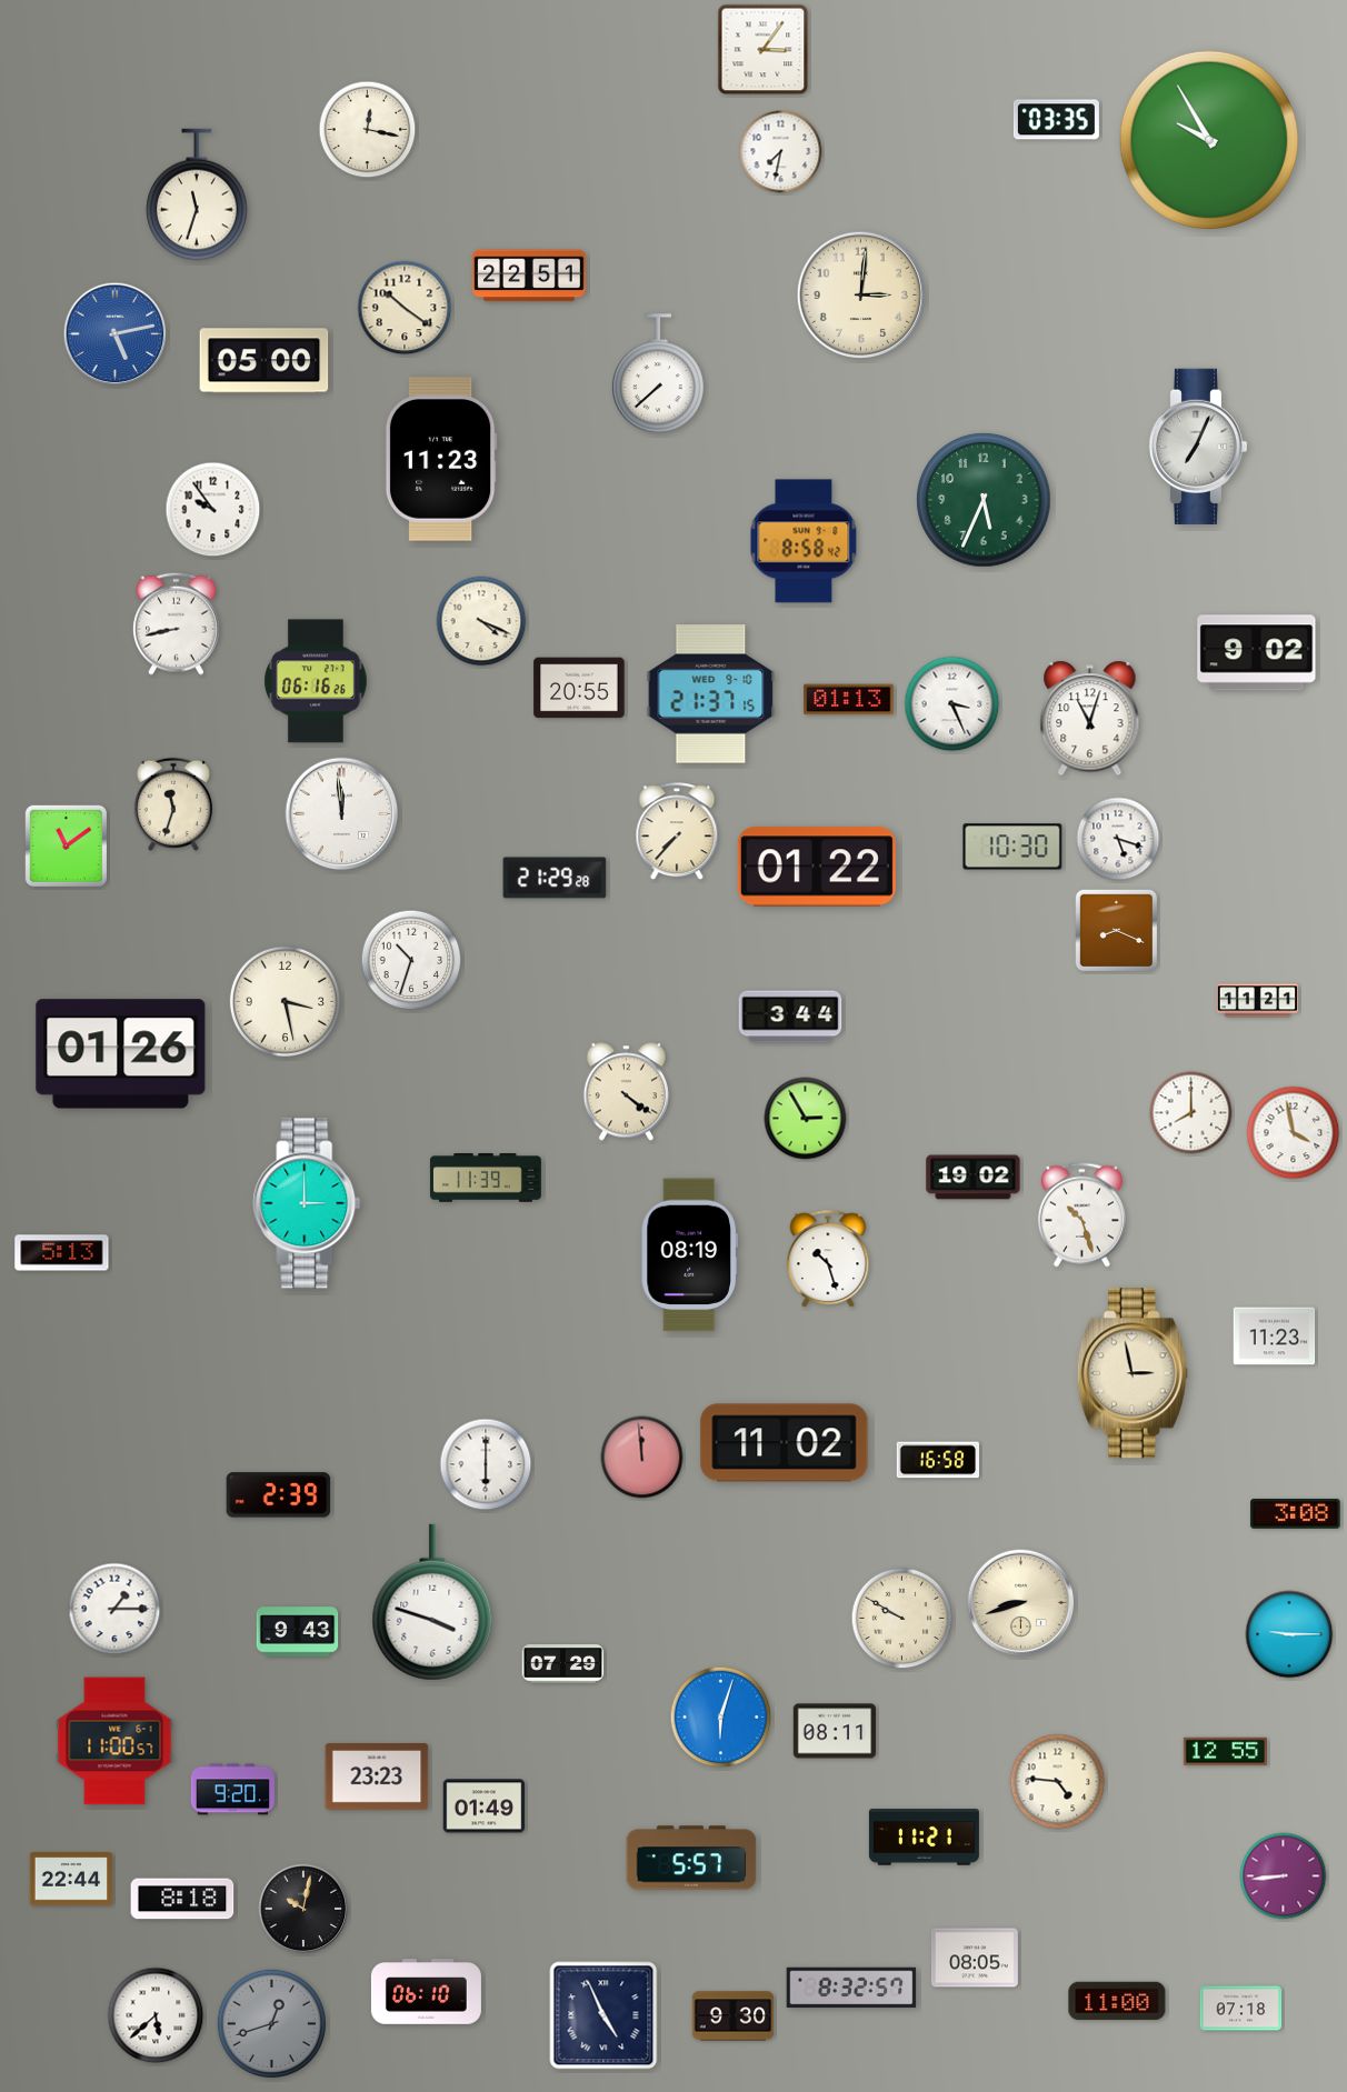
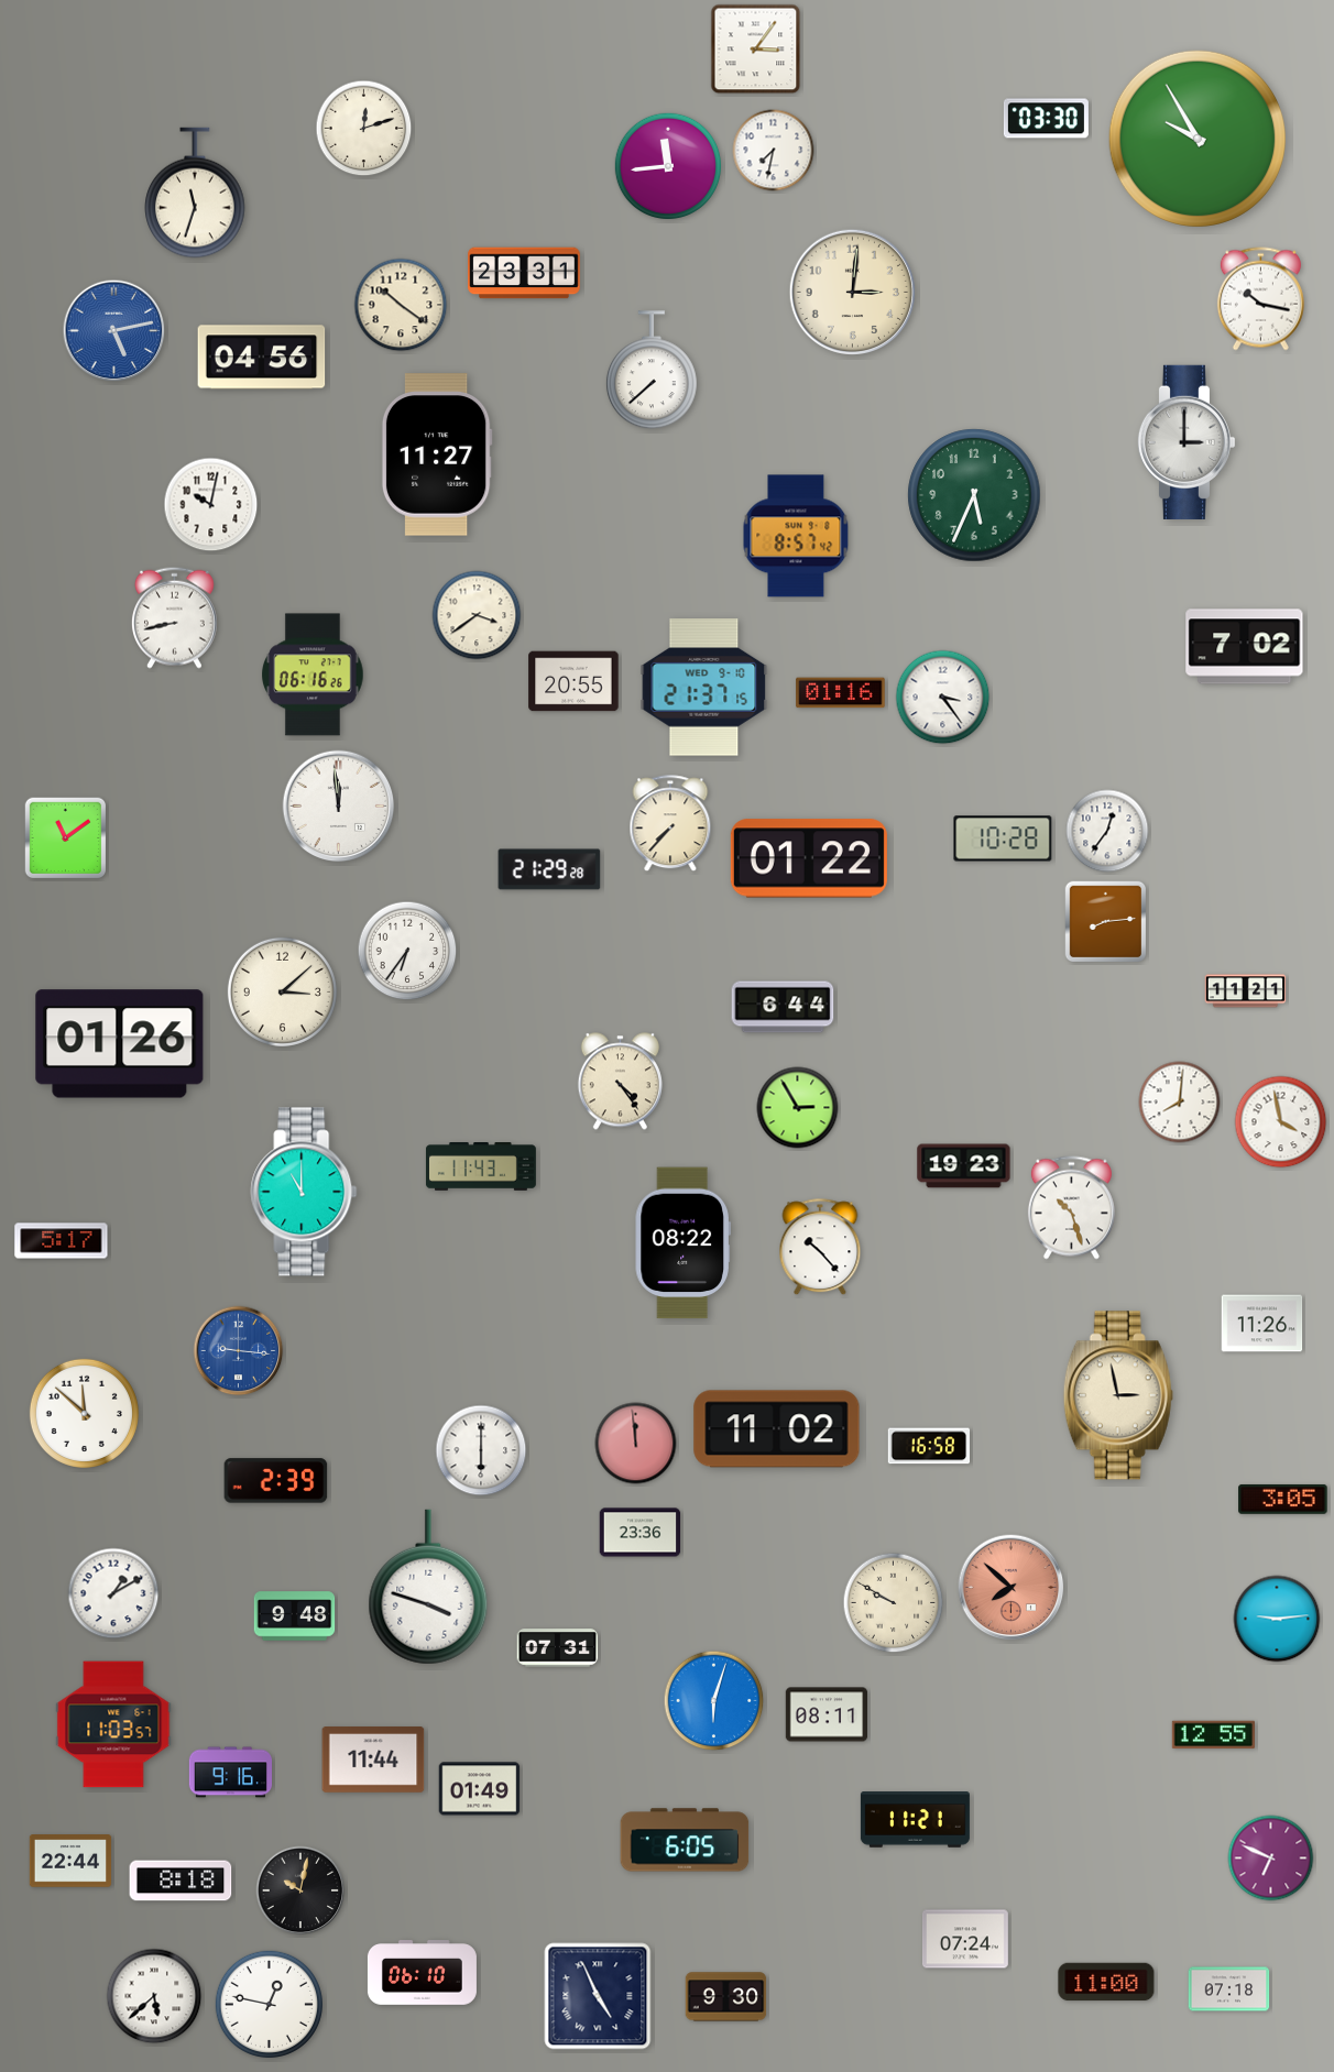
clock at (1056, 120): 03:35 -> 03:30
clock at (368, 130): 12:17 -> 12:12
clock at (667, 165): none -> 11:44
clock at (529, 276): 22:51 -> 23:31
clock at (1260, 299): none -> 10:17
clock at (265, 361): 05:00 -> 04:56
clock at (1197, 447): 7:04 -> 3:00
clock at (441, 459): 11:23 -> 11:27
clock at (213, 510): 9:54 -> 10:02
clock at (804, 541): 8:58 -> 8:57
clock at (481, 621): 4:19 -> 3:39
clock at (1257, 653): 9:02 -> 7:02
clock at (849, 700): 01:13 -> 01:16
clock at (952, 704): 3:26 -> 3:24
clock at (1090, 719): 11:03 -> none
clock at (173, 804): 11:33 -> none
clock at (1118, 839): 5:18 -> 12:36
clock at (1012, 847): 10:30 -> 10:28
clock at (1117, 931): 8:19 -> 8:14
clock at (411, 960): 10:33 -> 6:36
clock at (285, 1001): 3:28 -> 3:08
clock at (790, 1017): 3:44 -> 6:44
clock at (626, 1092): 4:21 -> 4:24
clock at (1191, 1113): 8:00 -> 8:01
clock at (974, 1178): 19:02 -> 19:23
clock at (486, 1179): 11:39 -> 11:43
clock at (307, 1203): 3:00 -> 11:00
clock at (1081, 1215) position: (1081, 1215) -> (1071, 1208)
clock at (62, 1253): 5:13 -> 5:17
clock at (689, 1255): 08:19 -> 08:22
clock at (828, 1260): 10:27 -> 10:23
clock at (1275, 1337): 11:23 -> 11:26
clock at (239, 1351): none -> 9:16
clock at (1133, 1373) position: (1133, 1373) -> (1118, 1395)
clock at (84, 1413): none -> 11:52
clock at (1296, 1514): 3:08 -> 3:05
clock at (641, 1533): none -> 23:36
clock at (1021, 1603): 8:42 -> 7:52
clock at (1021, 1603) dial: cream -> salmon
clock at (114, 1609): 1:15 -> 1:10
clock at (298, 1632): 9:43 -> 9:48
clock at (1289, 1634): 9:15 -> 9:14
clock at (563, 1664): 07:29 -> 07:31
clock at (114, 1741): 11:00 -> 11:03
clock at (377, 1776): 23:23 -> 11:44
clock at (1058, 1782): 4:46 -> none
clock at (232, 1790): 9:20 -> 9:16
clock at (691, 1858): 5:57 -> 6:05
clock at (1284, 1876): 8:44 -> 6:49
clock at (975, 1958): 08:05 -> 07:24
clock at (851, 1988): 8:32 -> none
clock at (271, 2023): 12:42 -> 12:47
clock at (271, 2023) dial: grey -> white
